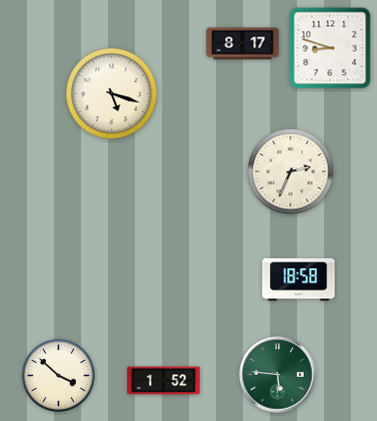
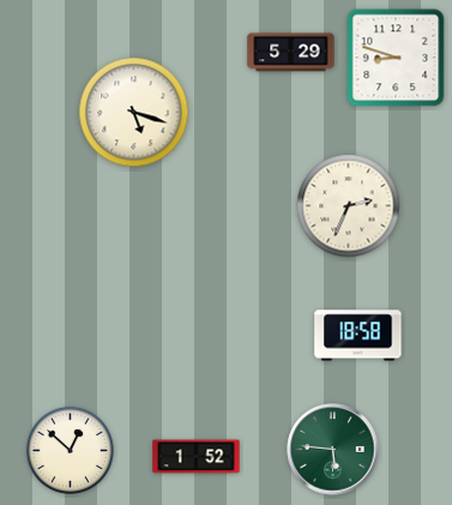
clock at (243, 44): 8:17 -> 5:29
clock at (58, 375): 3:52 -> 12:52
